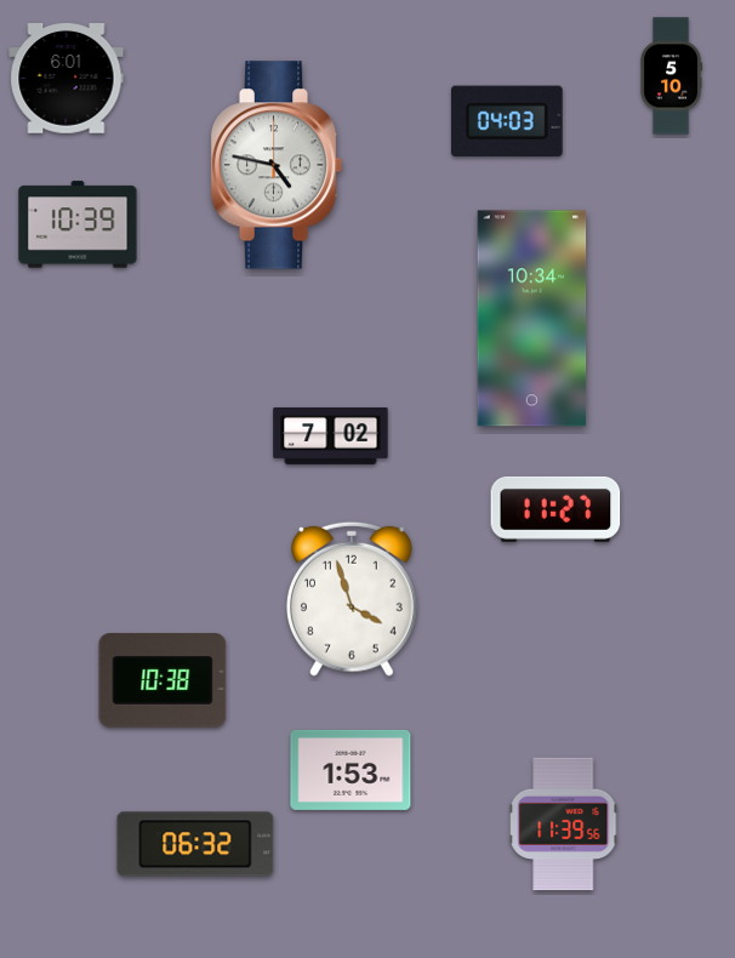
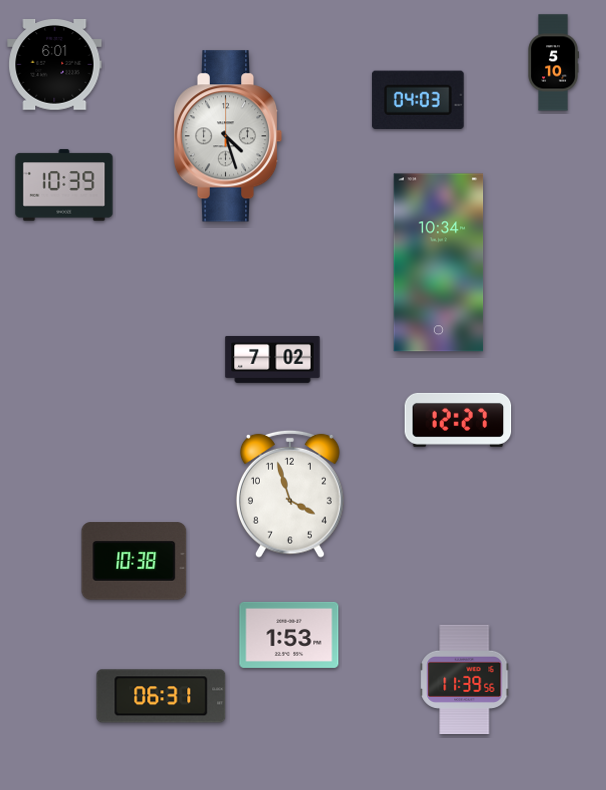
clock at (277, 165): 4:47 -> 4:27
clock at (555, 509): 11:27 -> 12:27
clock at (195, 844): 06:32 -> 06:31
